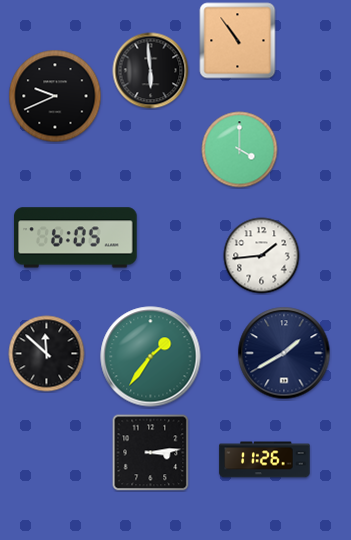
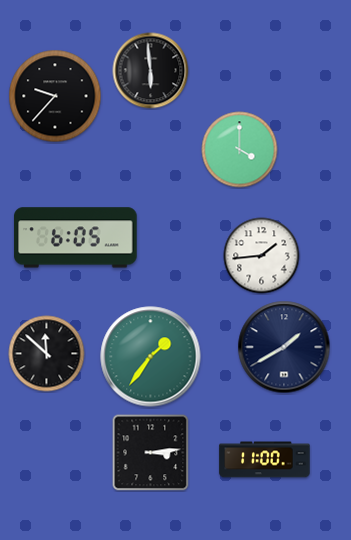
clock at (238, 41): 10:54 -> none
clock at (55, 96): 9:41 -> 9:37
clock at (284, 353) position: (284, 353) -> (284, 347)
clock at (265, 460): 11:26 -> 11:00
